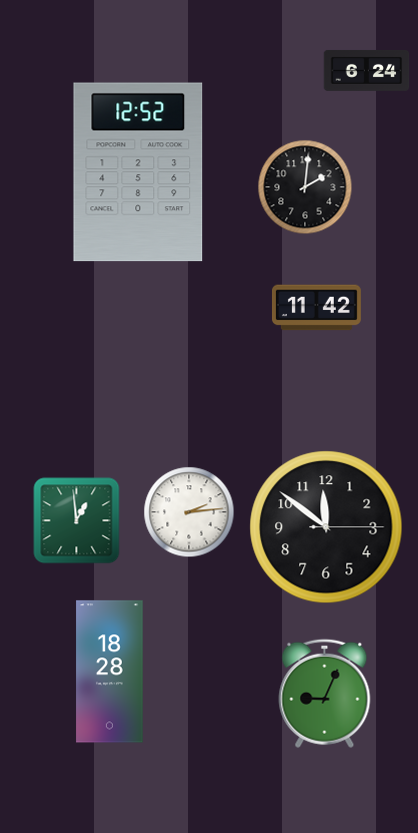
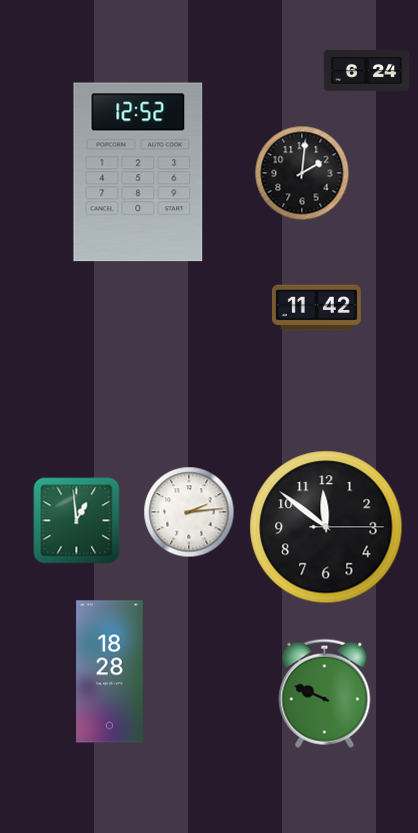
clock at (305, 187) position: (305, 187) -> (302, 173)
clock at (325, 693): 9:04 -> 9:49
